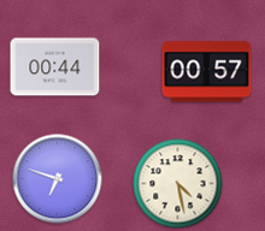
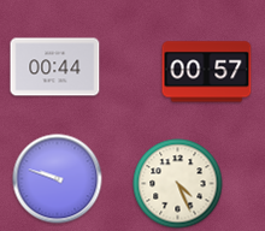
clock at (58, 179): 6:48 -> 9:48
clock at (178, 184): 4:28 -> 4:26
